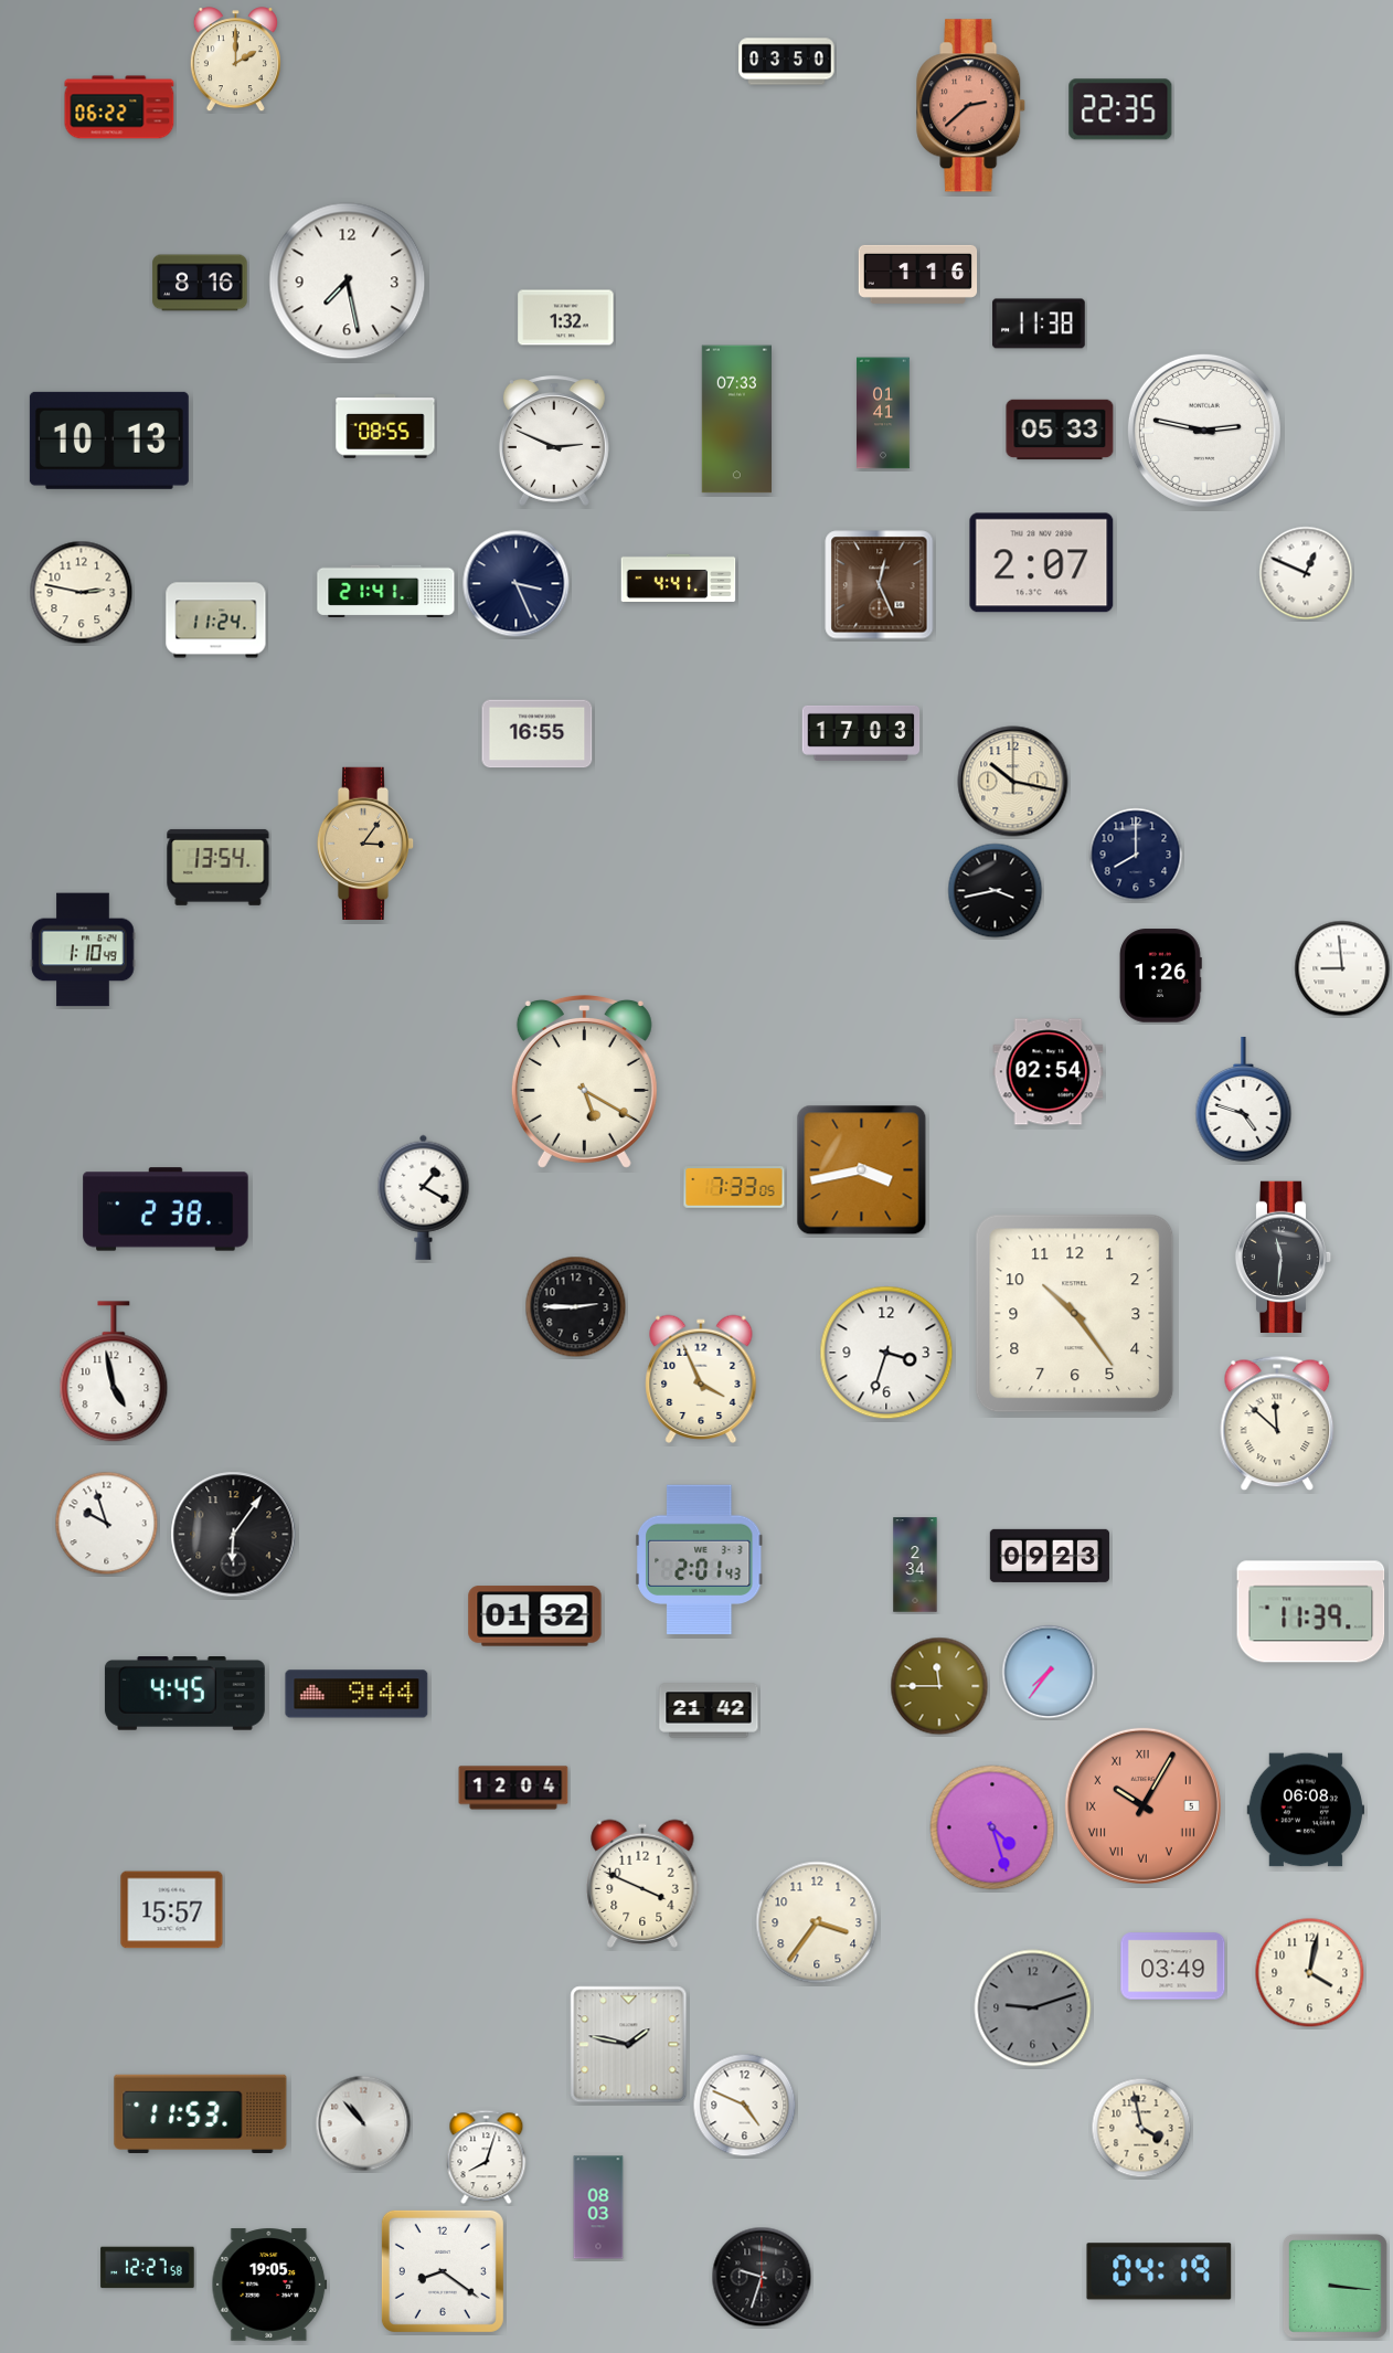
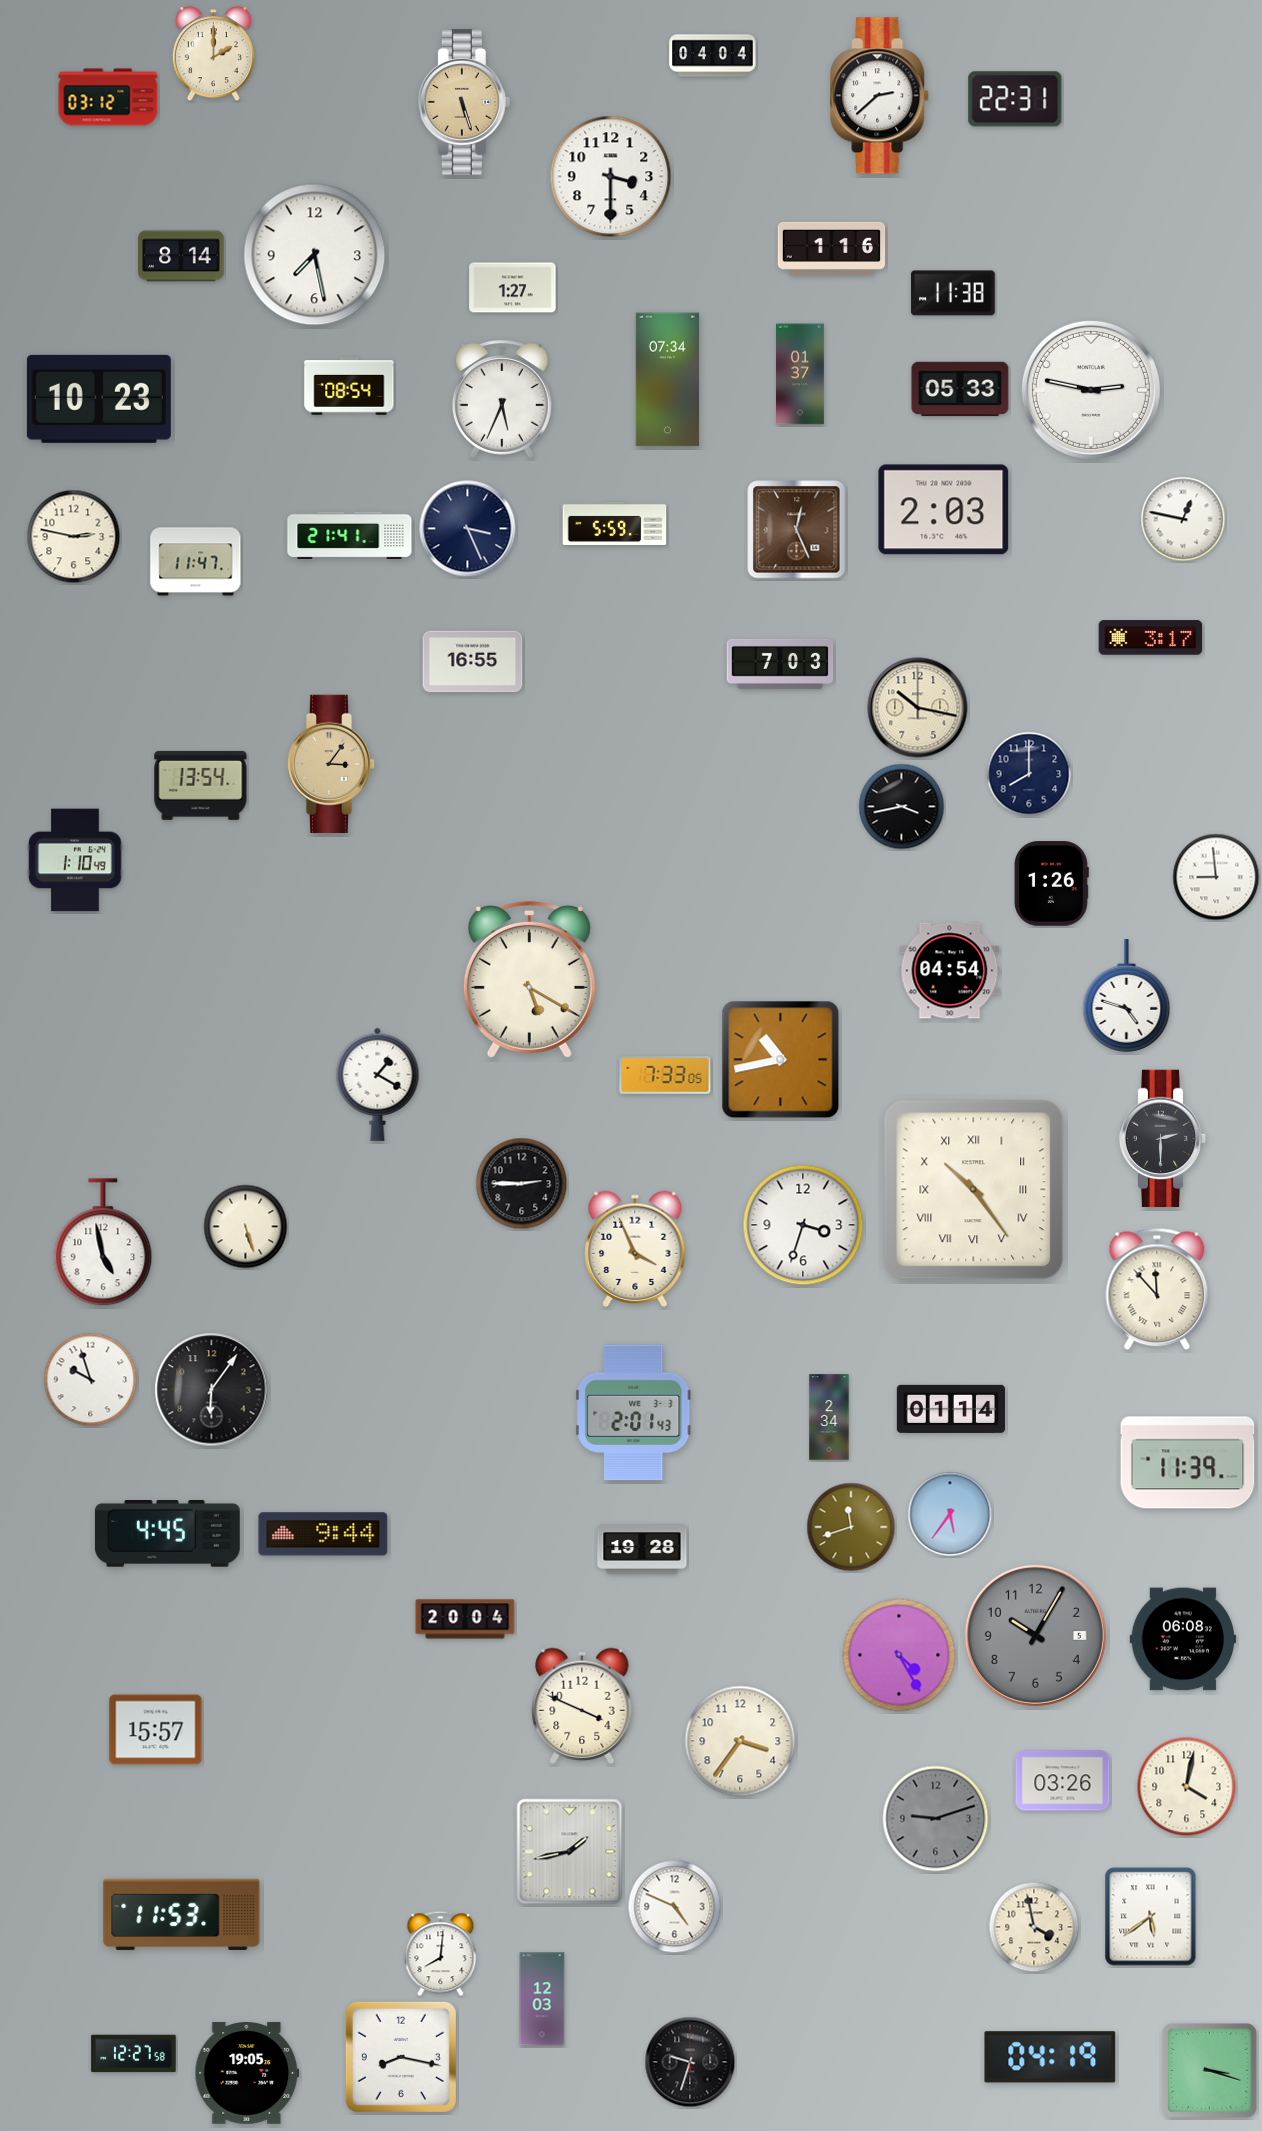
clock at (787, 62): 03:50 -> 04:04
clock at (971, 106) dial: salmon -> white
clock at (119, 107): 06:22 -> 03:12
clock at (1120, 109): 22:35 -> 22:31
clock at (464, 102): none -> 5:27
clock at (611, 177): none -> 3:30
clock at (200, 283): 8:16 -> 8:14
clock at (566, 318): 1:32 -> 1:27
clock at (1039, 324) position: (1039, 324) -> (953, 293)
clock at (883, 413): 01:41 -> 01:37
clock at (736, 420): 07:33 -> 07:34
clock at (385, 426): 08:55 -> 08:54
clock at (109, 441): 10:13 -> 10:23
clock at (554, 441): 2:49 -> 5:34
clock at (1042, 563): 2:07 -> 2:03
clock at (1306, 573): 12:49 -> 12:47
clock at (679, 577): 4:41 -> 5:59
clock at (216, 621): 11:24 -> 11:47
clock at (1151, 638): none -> 3:17
clock at (861, 733): 17:03 -> 7:03
clock at (538, 734) position: (538, 734) -> (473, 662)
clock at (219, 867) position: (219, 867) -> (201, 785)
clock at (1049, 1072): 02:54 -> 04:54
clock at (862, 1170): 3:43 -> 10:43
clock at (424, 1197) position: (424, 1197) -> (378, 1084)
clock at (166, 1209): 2:38 -> none
clock at (1284, 1258): 11:31 -> 2:30
clock at (1075, 1314) numerals: Arabic -> Roman
clock at (246, 1227): none -> 5:27
clock at (1277, 1423): 11:52 -> 11:53
clock at (107, 1524) position: (107, 1524) -> (91, 1380)
clock at (1050, 1556): 09:23 -> 01:14
clock at (1311, 1612) position: (1311, 1612) -> (1188, 1463)
clock at (535, 1617): 01:32 -> none
clock at (1049, 1672): 7:36 -> 5:36
clock at (939, 1686): 11:45 -> 11:42
clock at (709, 1710): 21:42 -> 19:28
clock at (513, 1788): 12:04 -> 20:04
clock at (1142, 1805) dial: salmon -> grey
clock at (1142, 1805) numerals: Roman -> Arabic
clock at (992, 1827): 4:27 -> 4:25
clock at (1173, 1967): 03:49 -> 03:26
clock at (629, 2045): 1:47 -> 1:43
clock at (1151, 1917): none -> 5:39
clock at (363, 2123): 10:53 -> none
clock at (487, 2158): 8:03 -> 8:01
clock at (598, 2207): 08:03 -> 12:03
clock at (443, 2271): 8:21 -> 8:17
clock at (269, 2285) position: (269, 2285) -> (247, 2073)
clock at (1334, 2286): 3:16 -> 3:18
